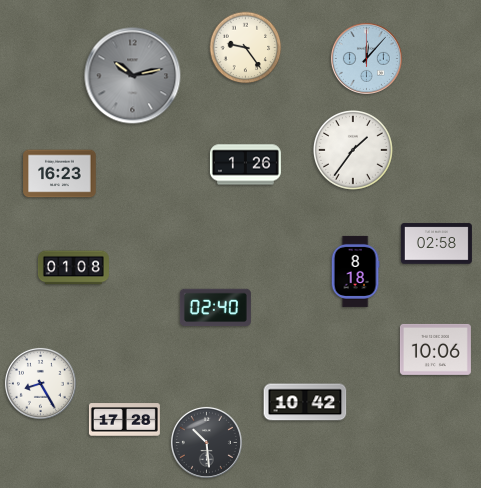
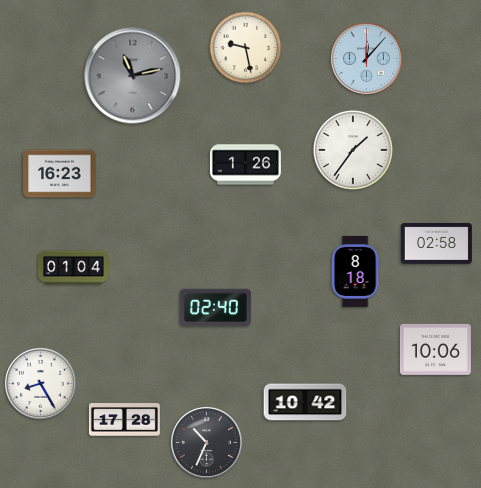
clock at (246, 48): 9:24 -> 9:28
clock at (133, 76): 10:13 -> 11:13
clock at (73, 268): 01:08 -> 01:04
clock at (206, 442): 10:29 -> 10:34
